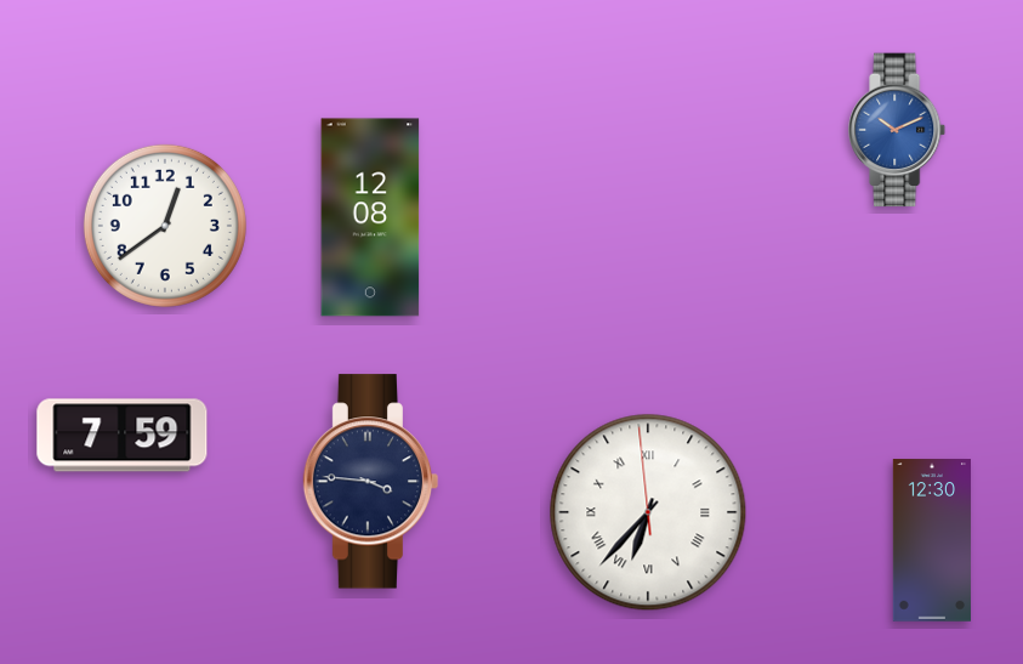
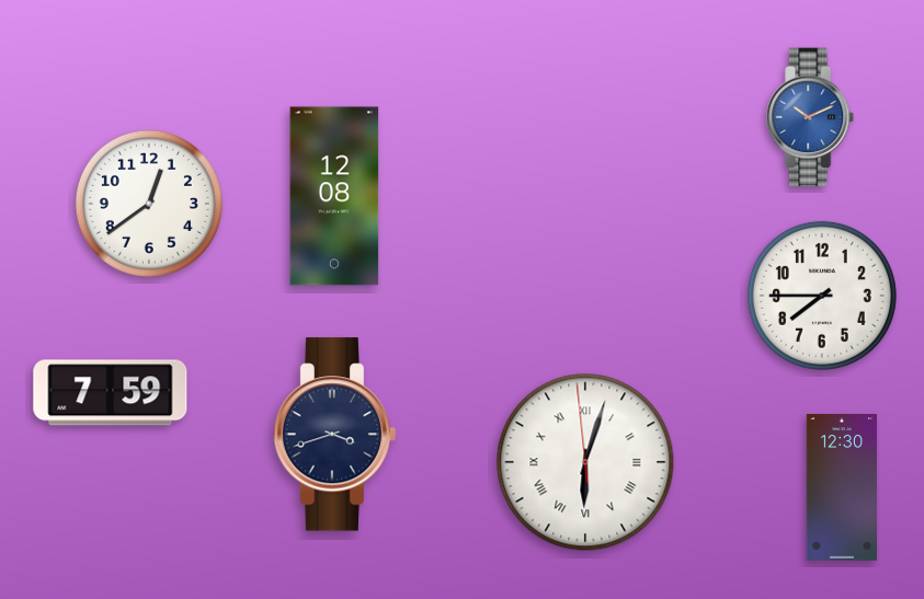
clock at (822, 296): none -> 7:45
clock at (371, 482): 3:46 -> 3:42
clock at (648, 512): 6:36 -> 6:02
